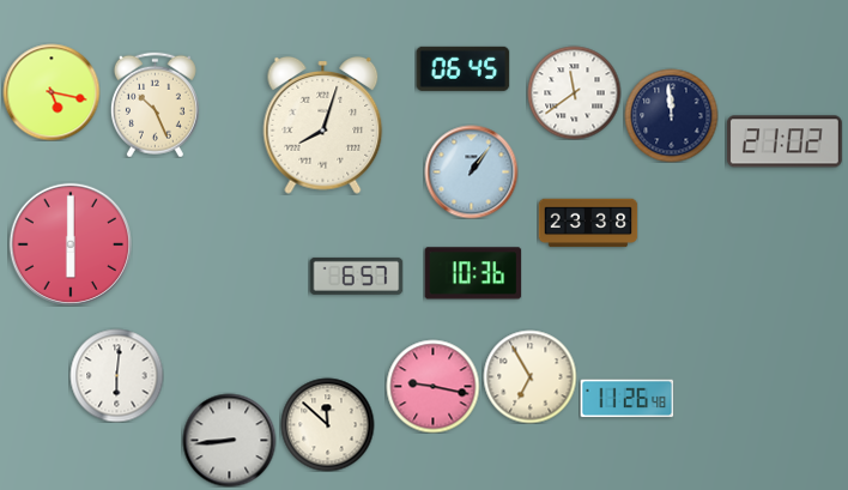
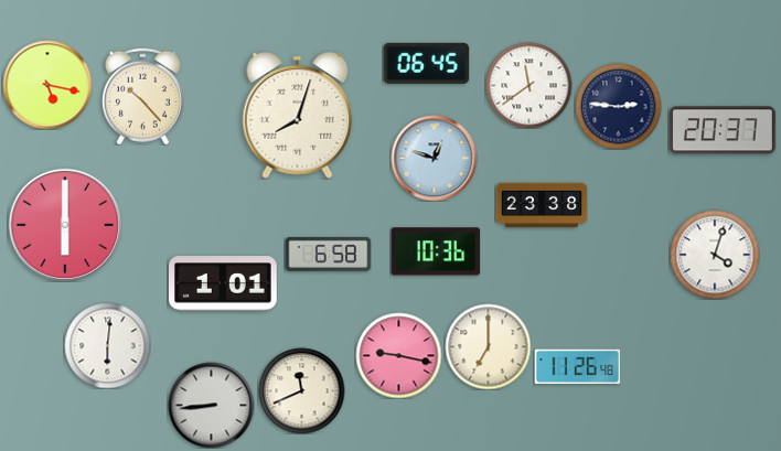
clock at (155, 104): 10:26 -> 10:23
clock at (671, 115): 11:59 -> 2:46
clock at (785, 141): 21:02 -> 20:37
clock at (471, 171): 1:06 -> 12:48
clock at (356, 276): 6:57 -> 6:58
clock at (715, 255): none -> 4:03
clock at (224, 283): none -> 1:01
clock at (529, 376): 6:55 -> 7:00
clock at (327, 424): 11:52 -> 11:41
